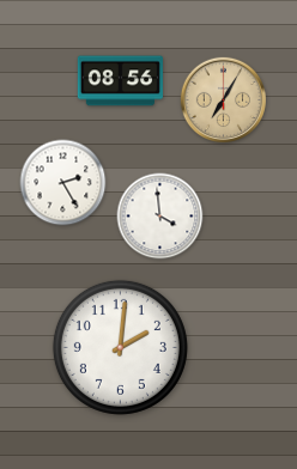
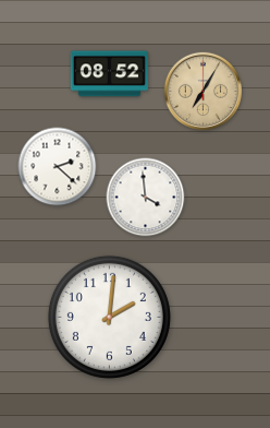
clock at (120, 81): 08:56 -> 08:52
clock at (63, 183): 2:25 -> 2:22
